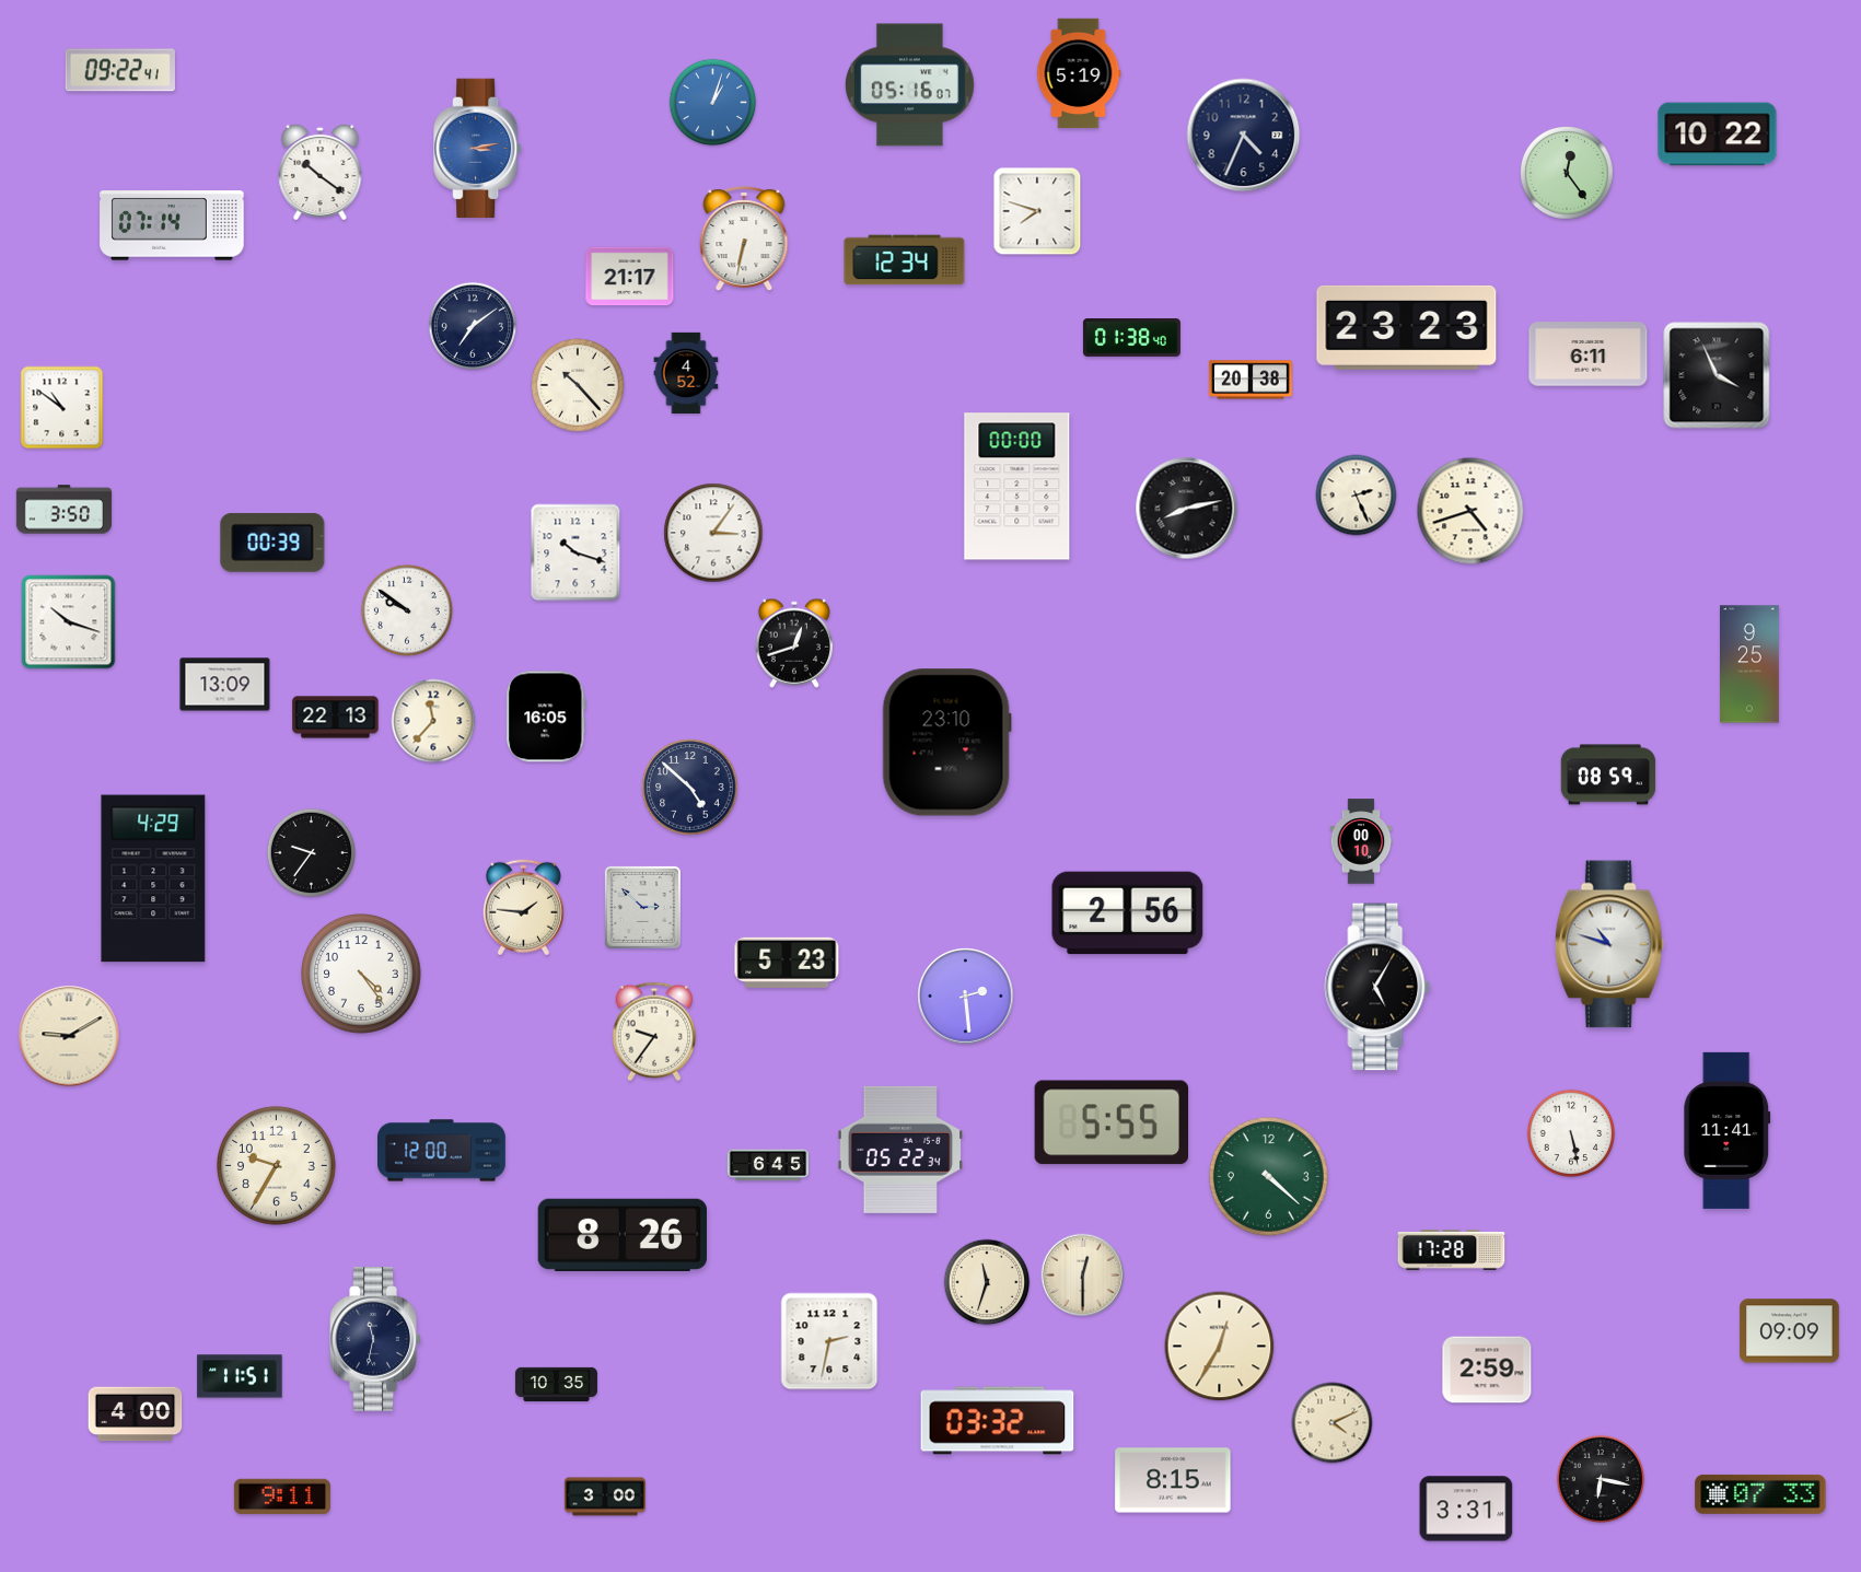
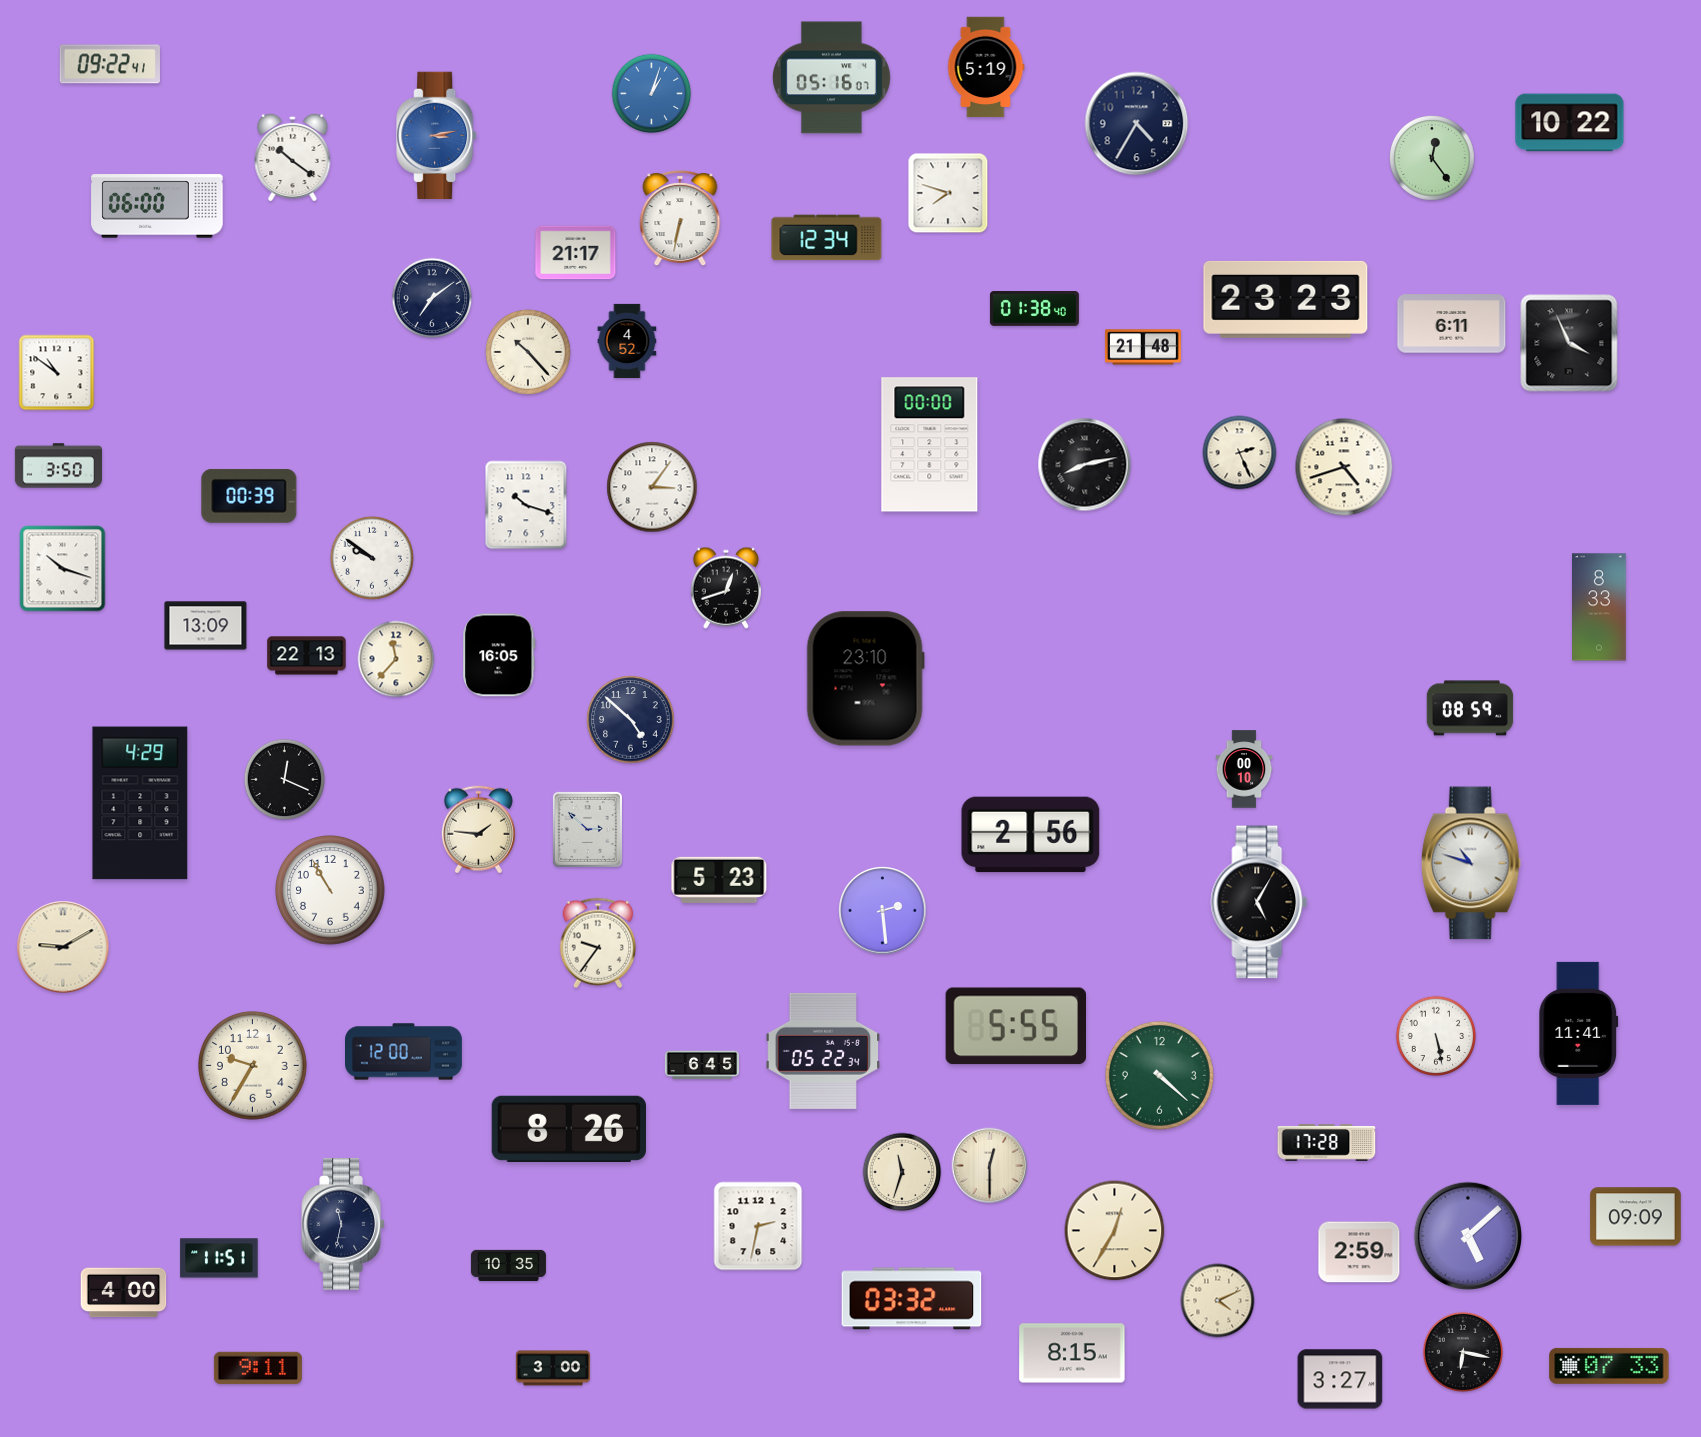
clock at (1244, 136): 4:34 -> 4:35
clock at (172, 225): 07:14 -> 06:00
clock at (1251, 380): 20:38 -> 21:48
clock at (1750, 664): 9:25 -> 8:33
clock at (312, 853): 9:36 -> 12:19
clock at (362, 975): 4:24 -> 10:55
clock at (1468, 1236): none -> 5:08
clock at (1466, 1509): 3:31 -> 3:27
